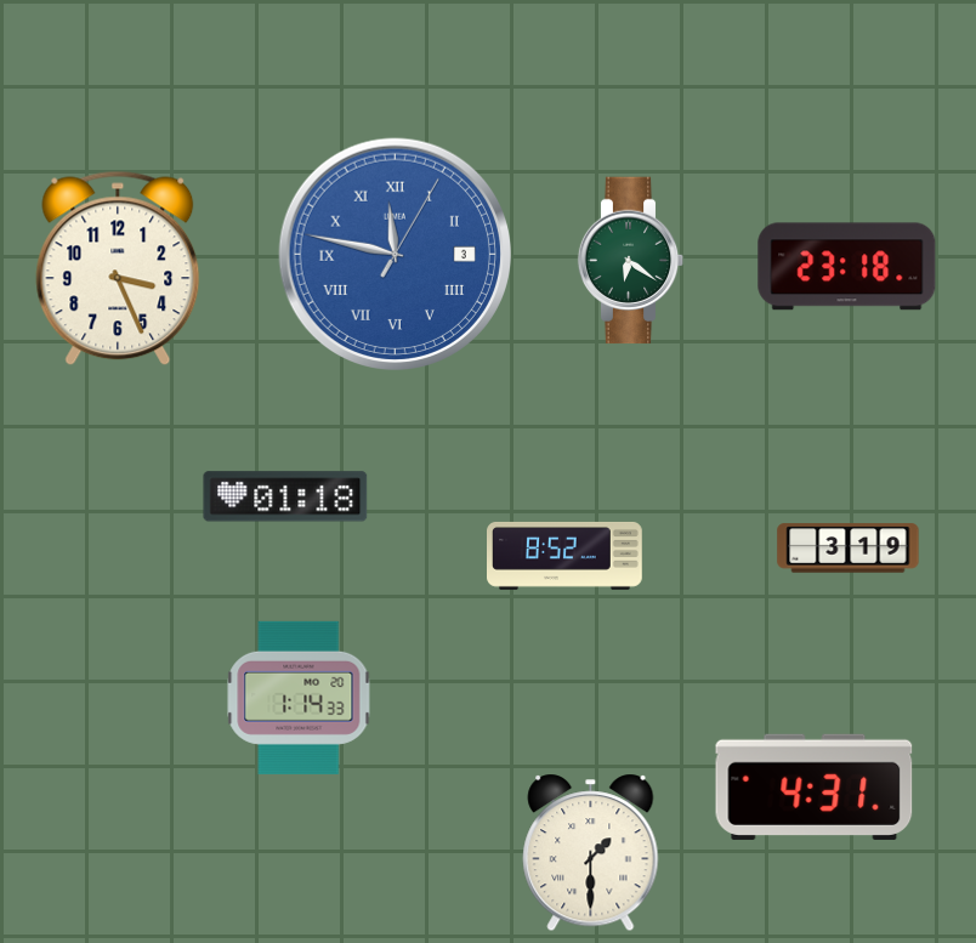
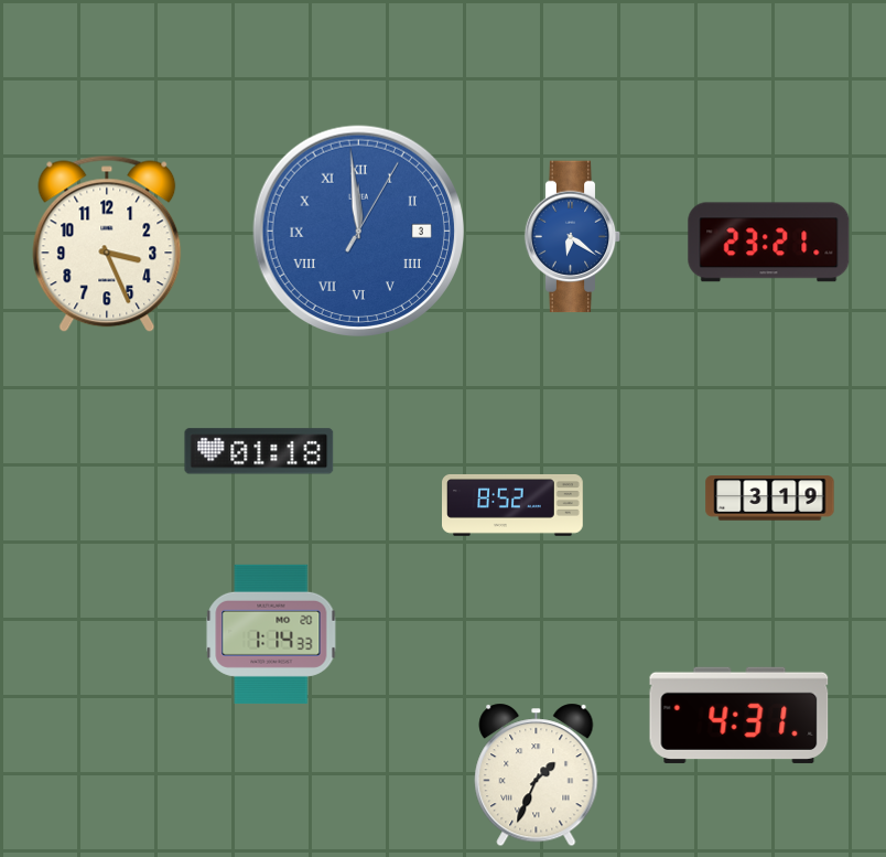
clock at (395, 254): 11:47 -> 11:59
clock at (631, 261) dial: green -> blue
clock at (847, 267): 23:18 -> 23:21
clock at (591, 853): 1:30 -> 1:34
